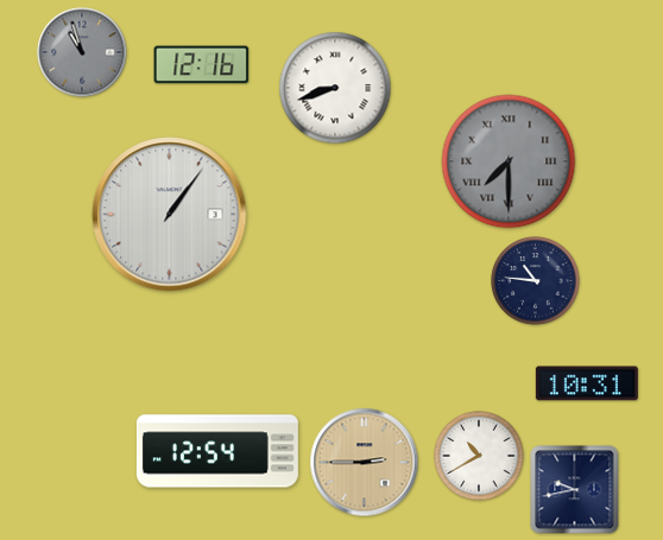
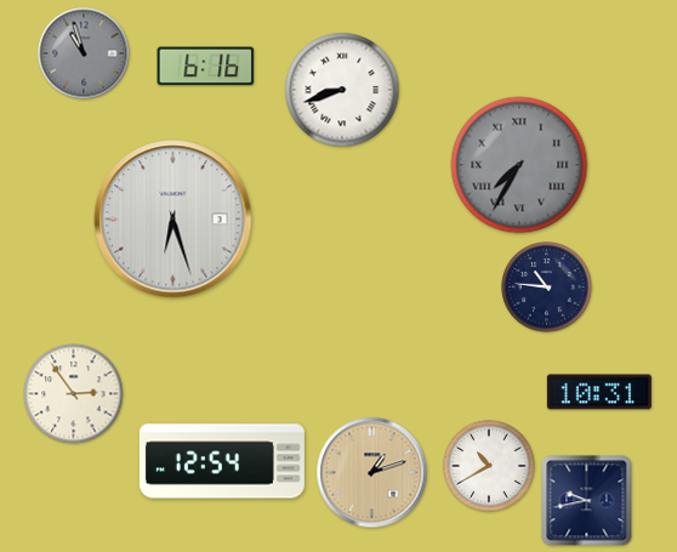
clock at (202, 65): 12:16 -> 6:16
clock at (509, 161): 7:30 -> 7:35
clock at (170, 215): 1:06 -> 6:27
clock at (74, 394): none -> 2:54
clock at (365, 463): 2:45 -> 1:12
